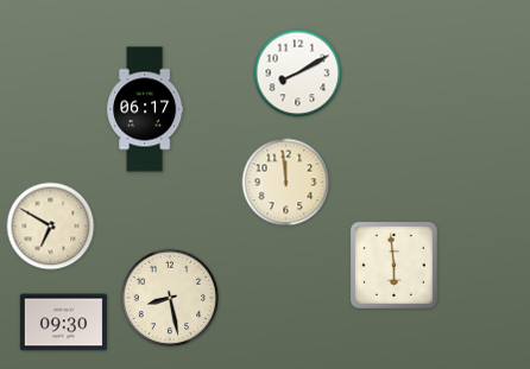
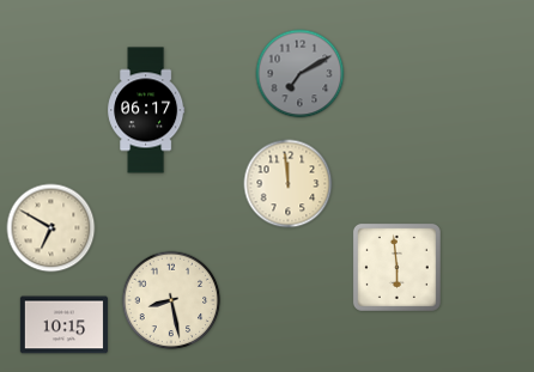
clock at (298, 74): 8:10 -> 7:10
clock at (298, 74) dial: white -> grey
clock at (63, 323): 09:30 -> 10:15
